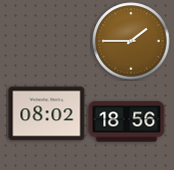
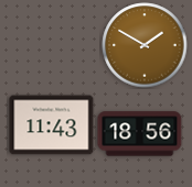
clock at (131, 41): 1:45 -> 1:50
clock at (47, 114): 08:02 -> 11:43
